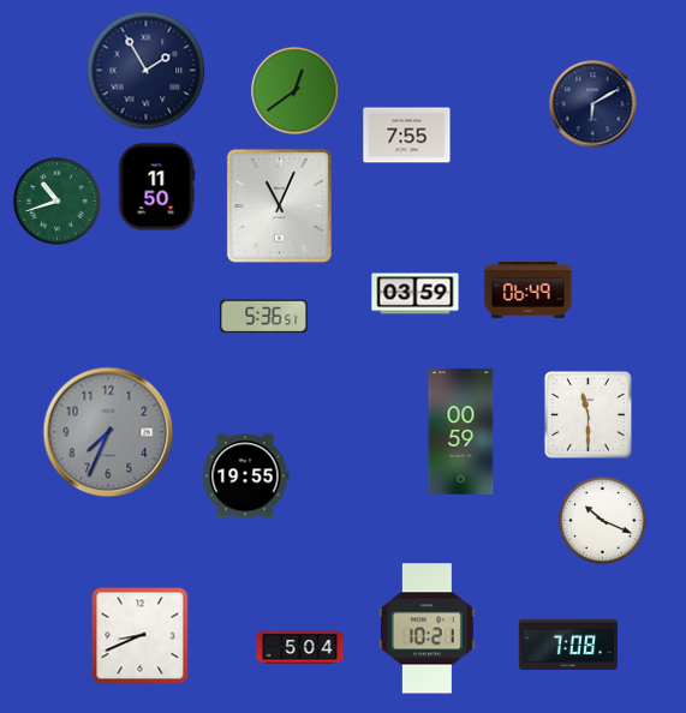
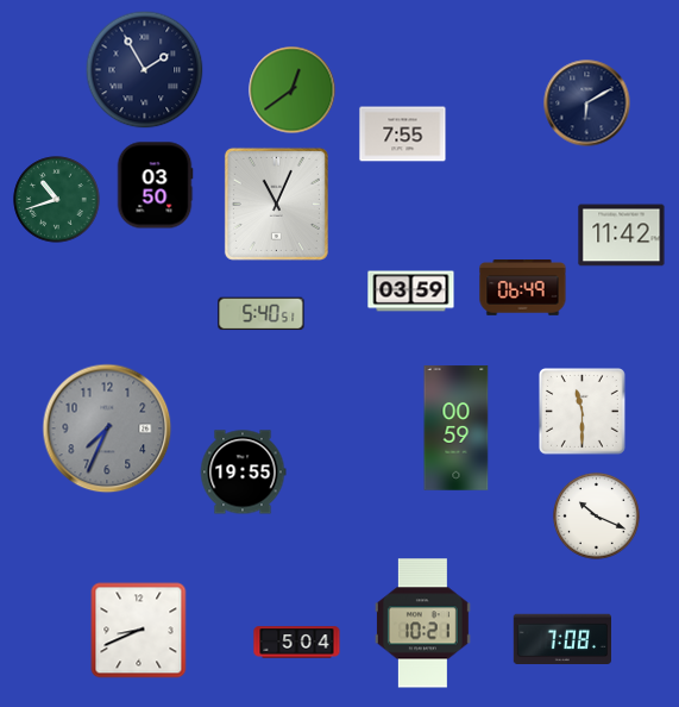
clock at (156, 187): 11:50 -> 03:50
clock at (622, 236): none -> 11:42
clock at (264, 317): 5:36 -> 5:40
